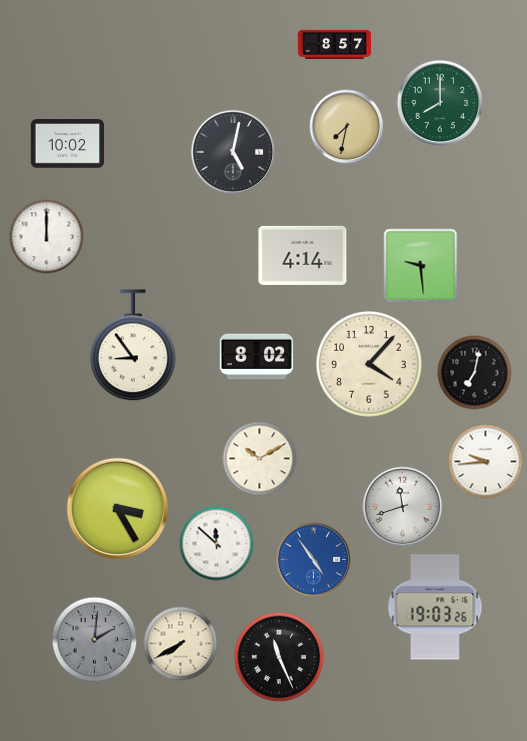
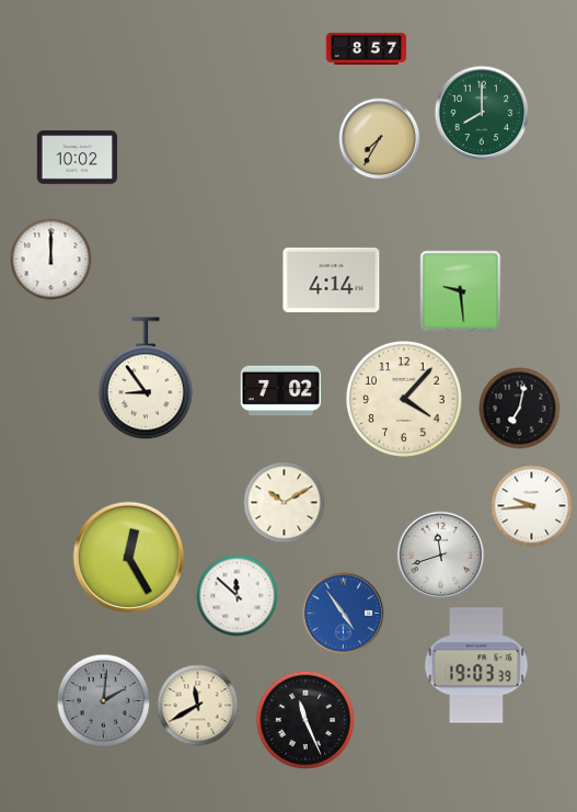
clock at (347, 127): 7:32 -> 7:35
clock at (68, 144) position: (68, 144) -> (78, 158)
clock at (233, 152): 5:02 -> none
clock at (257, 357): 8:02 -> 7:02
clock at (117, 508): 3:25 -> 12:25
clock at (435, 607): 19:03:26 -> 19:03:39
clock at (181, 644): 7:40 -> 11:40
